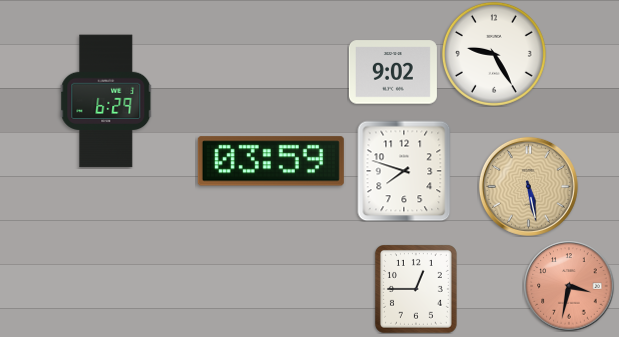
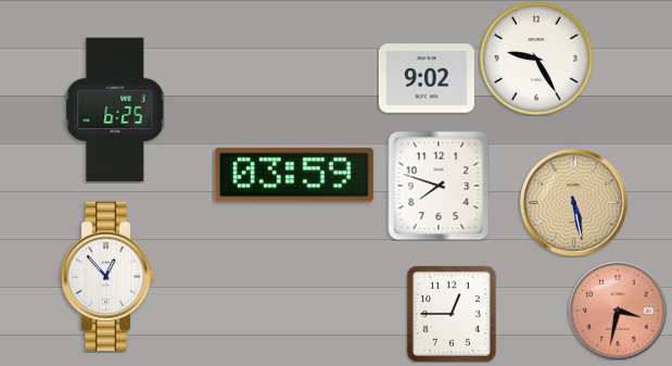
clock at (106, 101): 6:29 -> 6:25
clock at (109, 277): none -> 12:53
